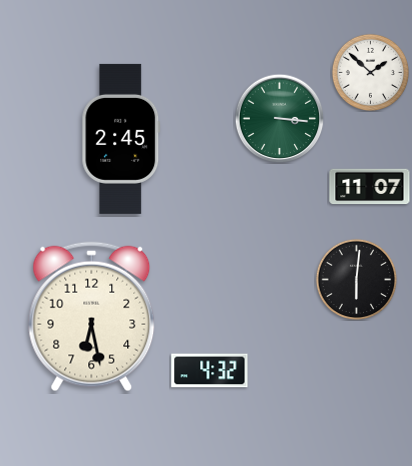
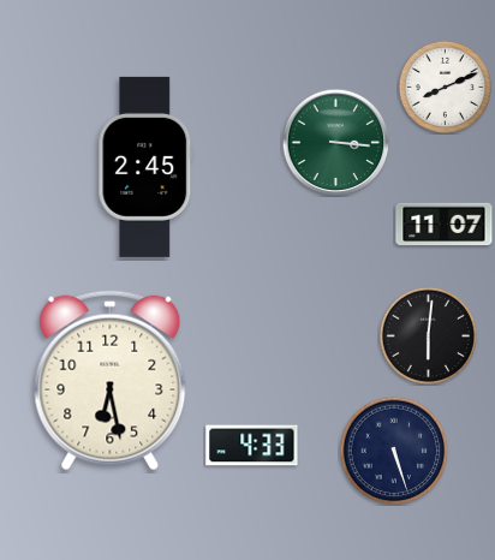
clock at (370, 72): 1:52 -> 8:11
clock at (210, 371): 4:32 -> 4:33
clock at (394, 451): none -> 5:27
